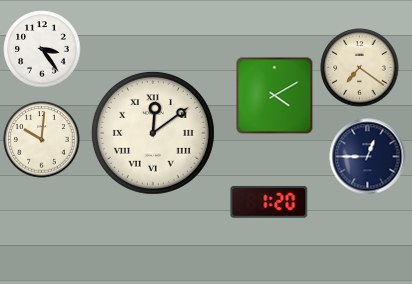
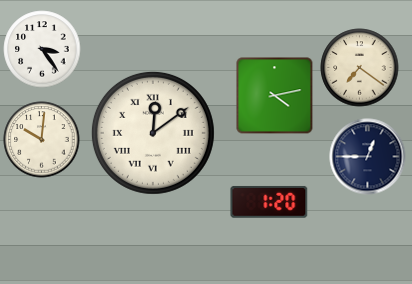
clock at (275, 96): 4:10 -> 4:13
